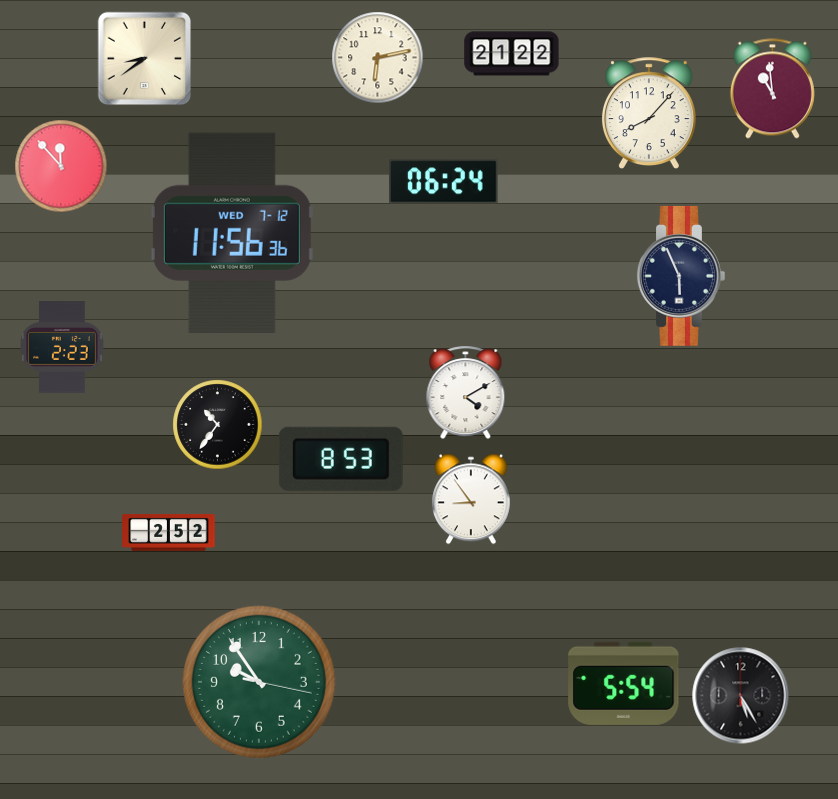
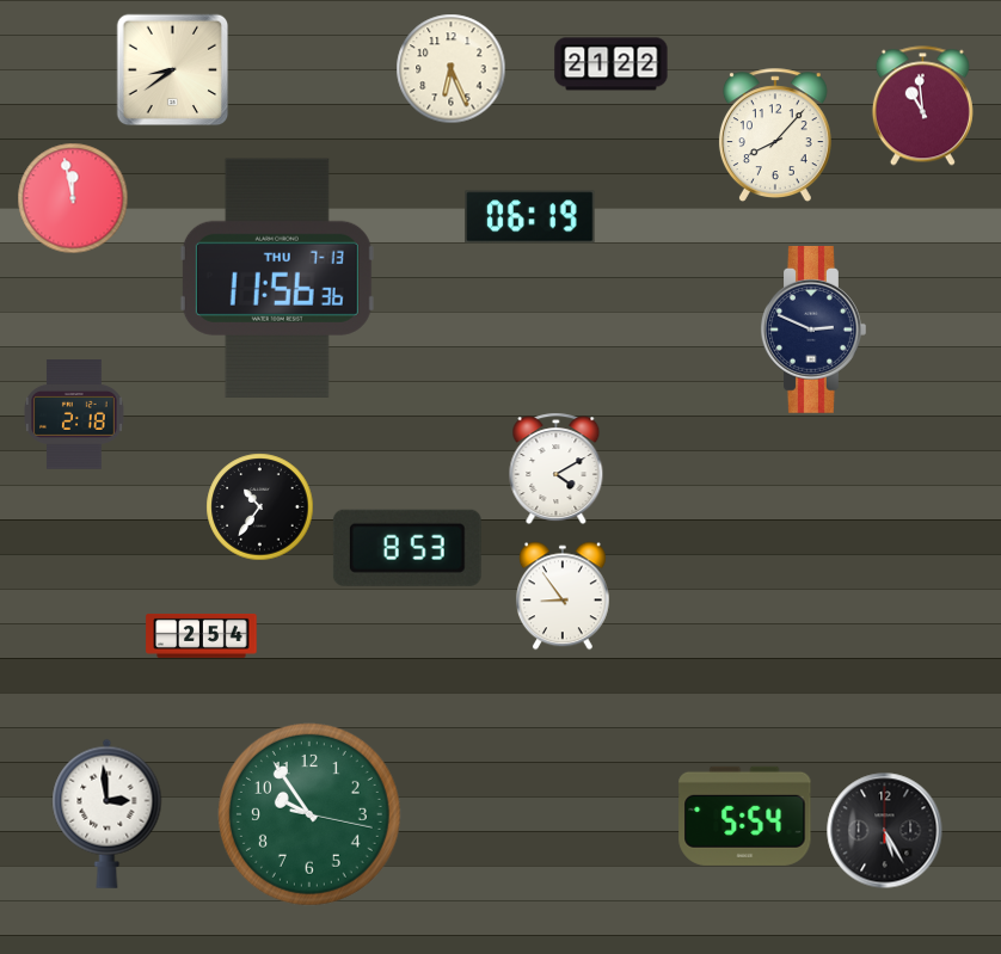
clock at (378, 58): 6:13 -> 6:26
clock at (61, 166): 11:53 -> 11:58
clock at (444, 182): 06:24 -> 06:19
clock at (232, 233) date: WED 7-12 -> THU 7-13
clock at (681, 276): 5:56 -> 2:49
clock at (62, 347): 2:23 -> 2:18
clock at (169, 532): 2:52 -> 2:54
clock at (108, 813): none -> 2:59
